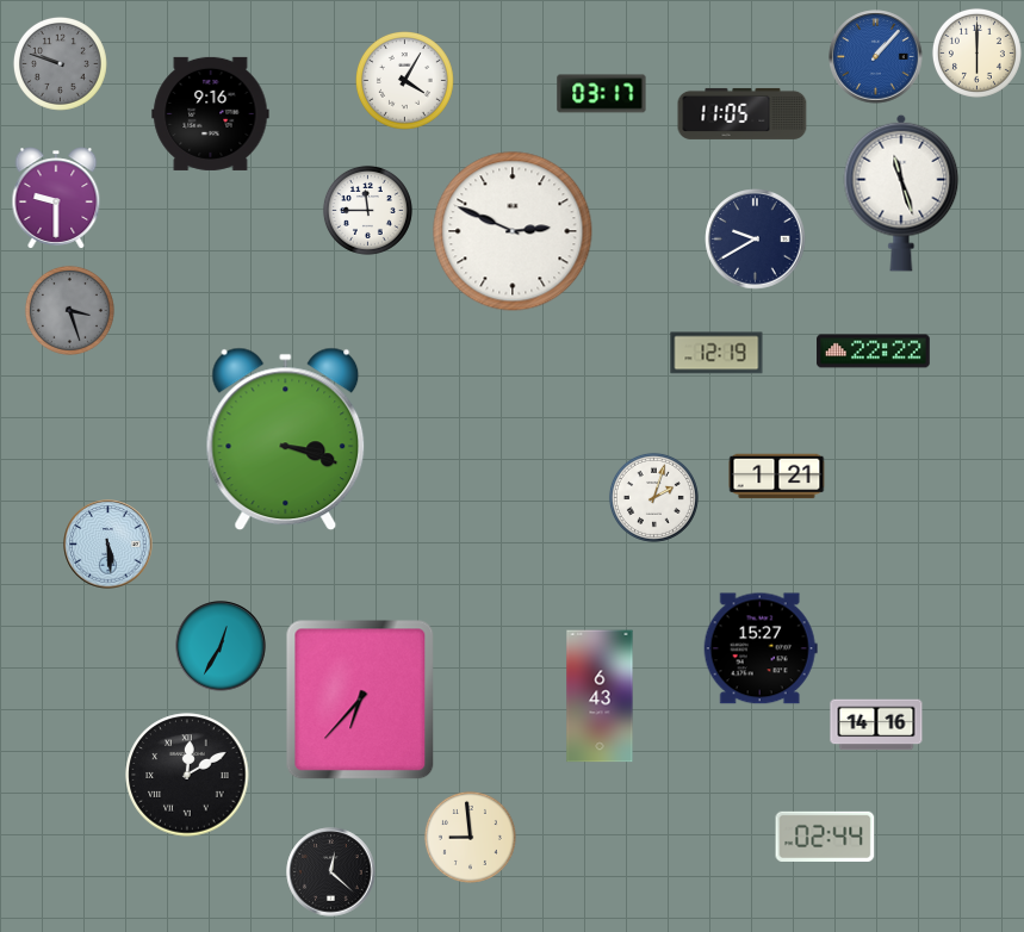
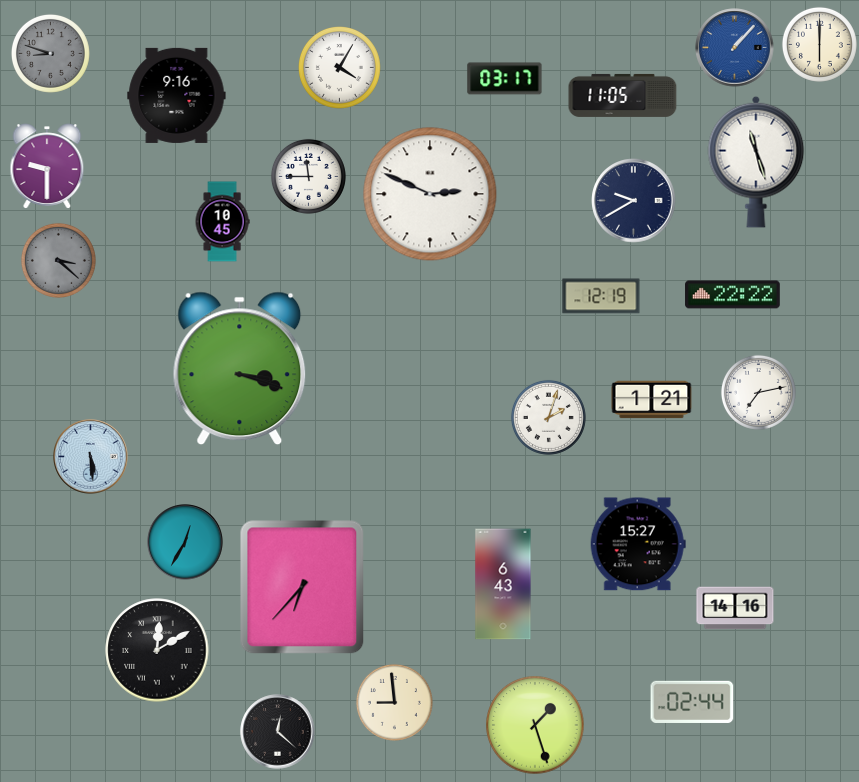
clock at (60, 63): 9:48 -> 8:48
clock at (222, 222): none -> 10:45
clock at (69, 310): 3:27 -> 3:22
clock at (758, 392): none -> 7:13
clock at (535, 725): none -> 1:27
